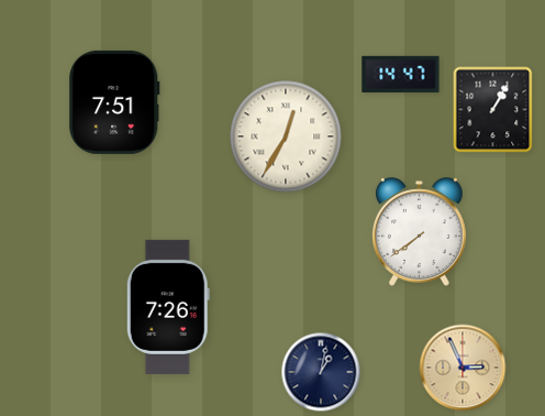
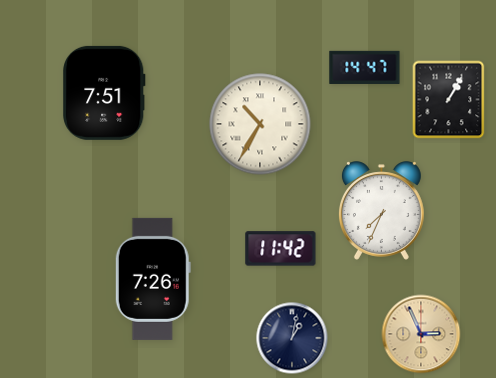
clock at (286, 136): 12:35 -> 10:35
clock at (419, 232): 7:39 -> 7:34
clock at (281, 249): none -> 11:42
